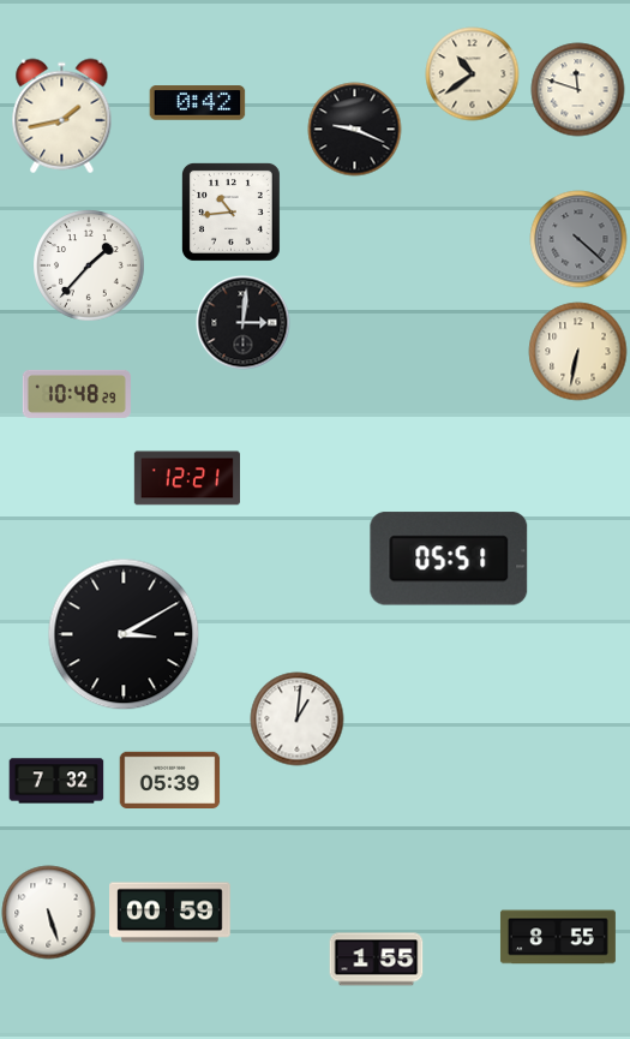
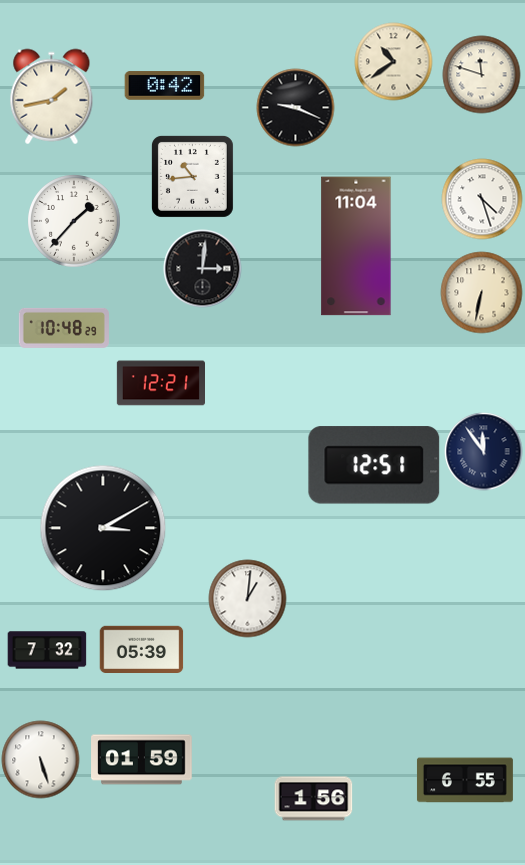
clock at (578, 239): 4:22 -> 4:27
clock at (578, 239) dial: grey -> white
clock at (356, 246): none -> 11:04
clock at (186, 478) position: (186, 478) -> (160, 383)
clock at (483, 451): none -> 11:54
clock at (449, 559): 05:51 -> 12:51
clock at (170, 913): 00:59 -> 01:59
clock at (558, 937): 8:55 -> 6:55
clock at (376, 960): 1:55 -> 1:56
